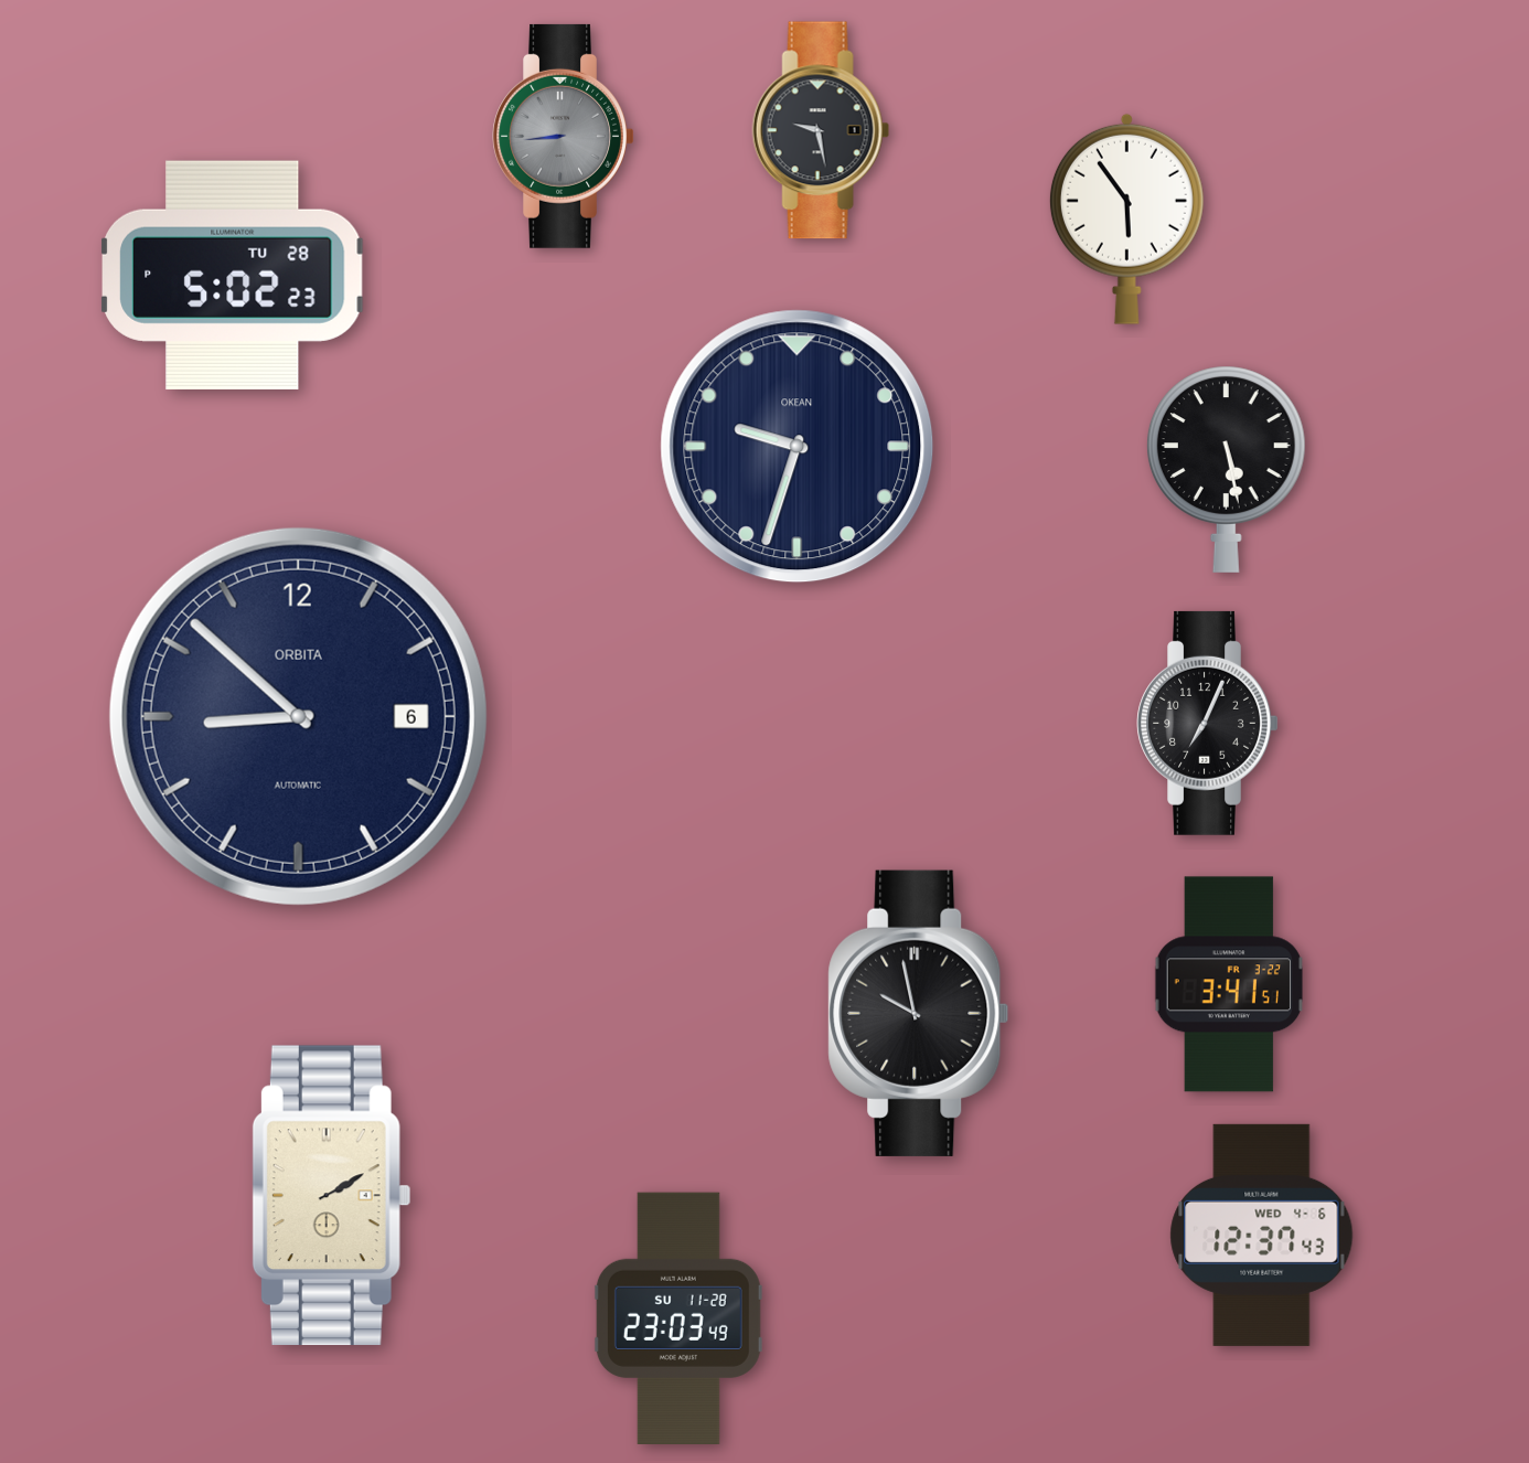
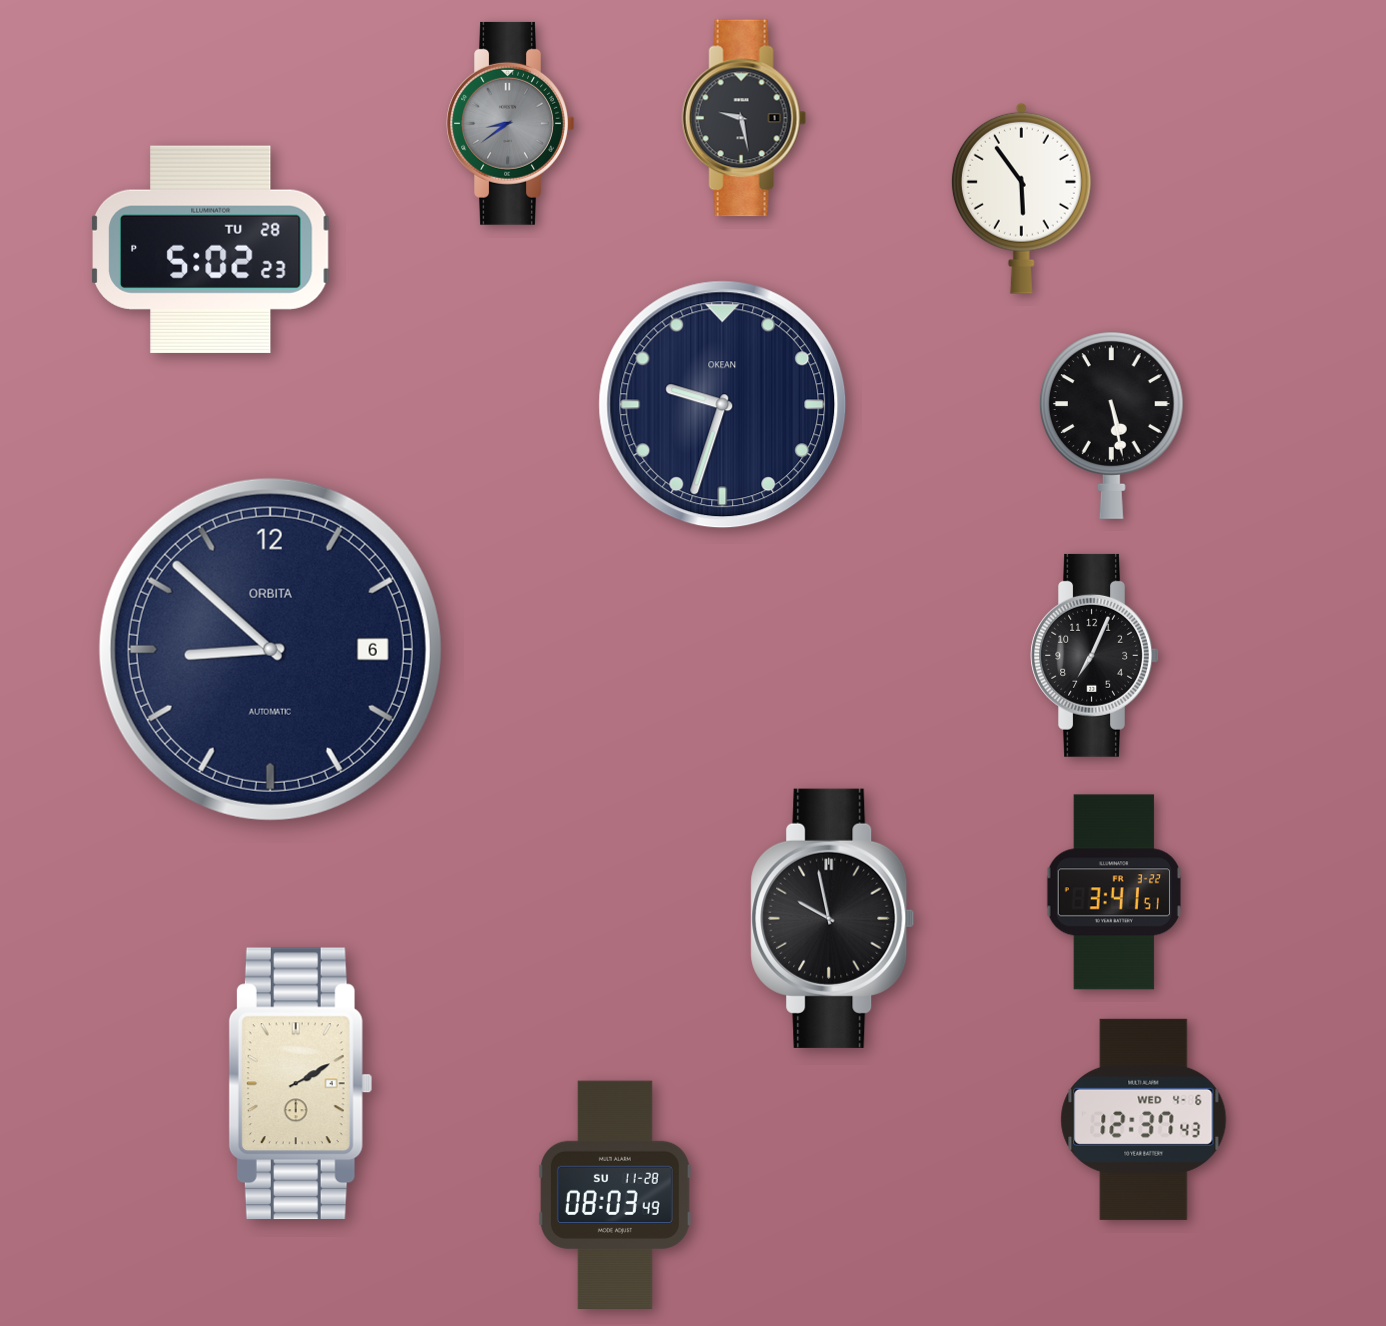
clock at (564, 136): 8:44 -> 8:39
clock at (678, 1318): 23:03 -> 08:03
